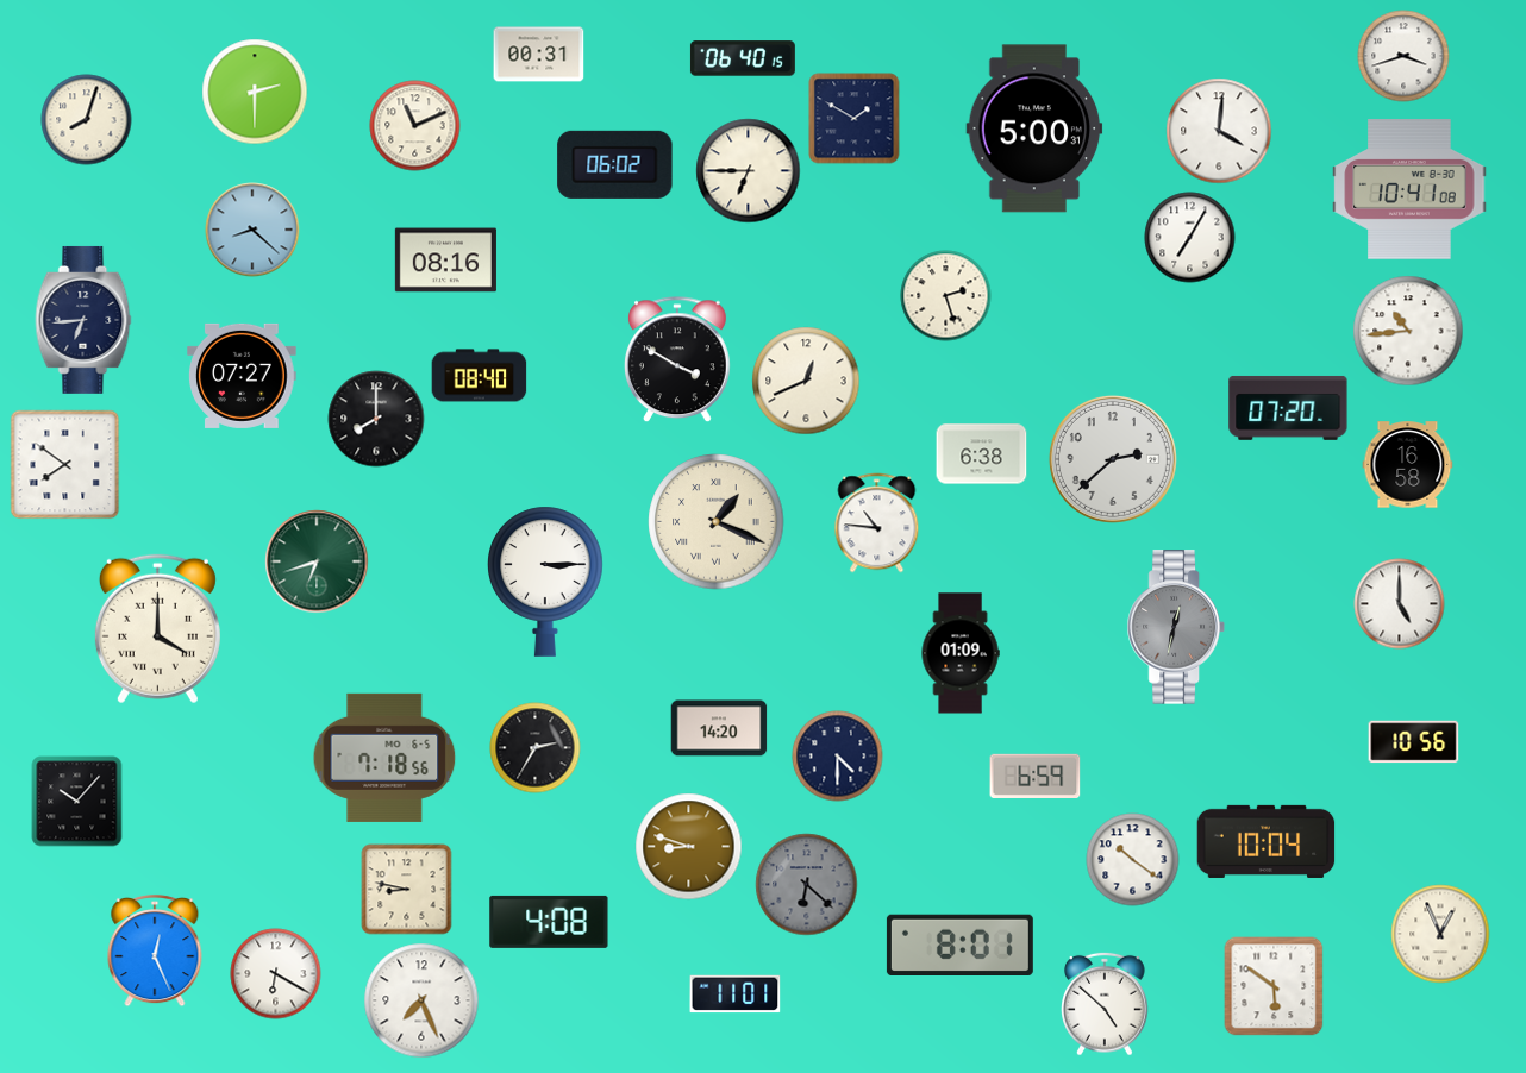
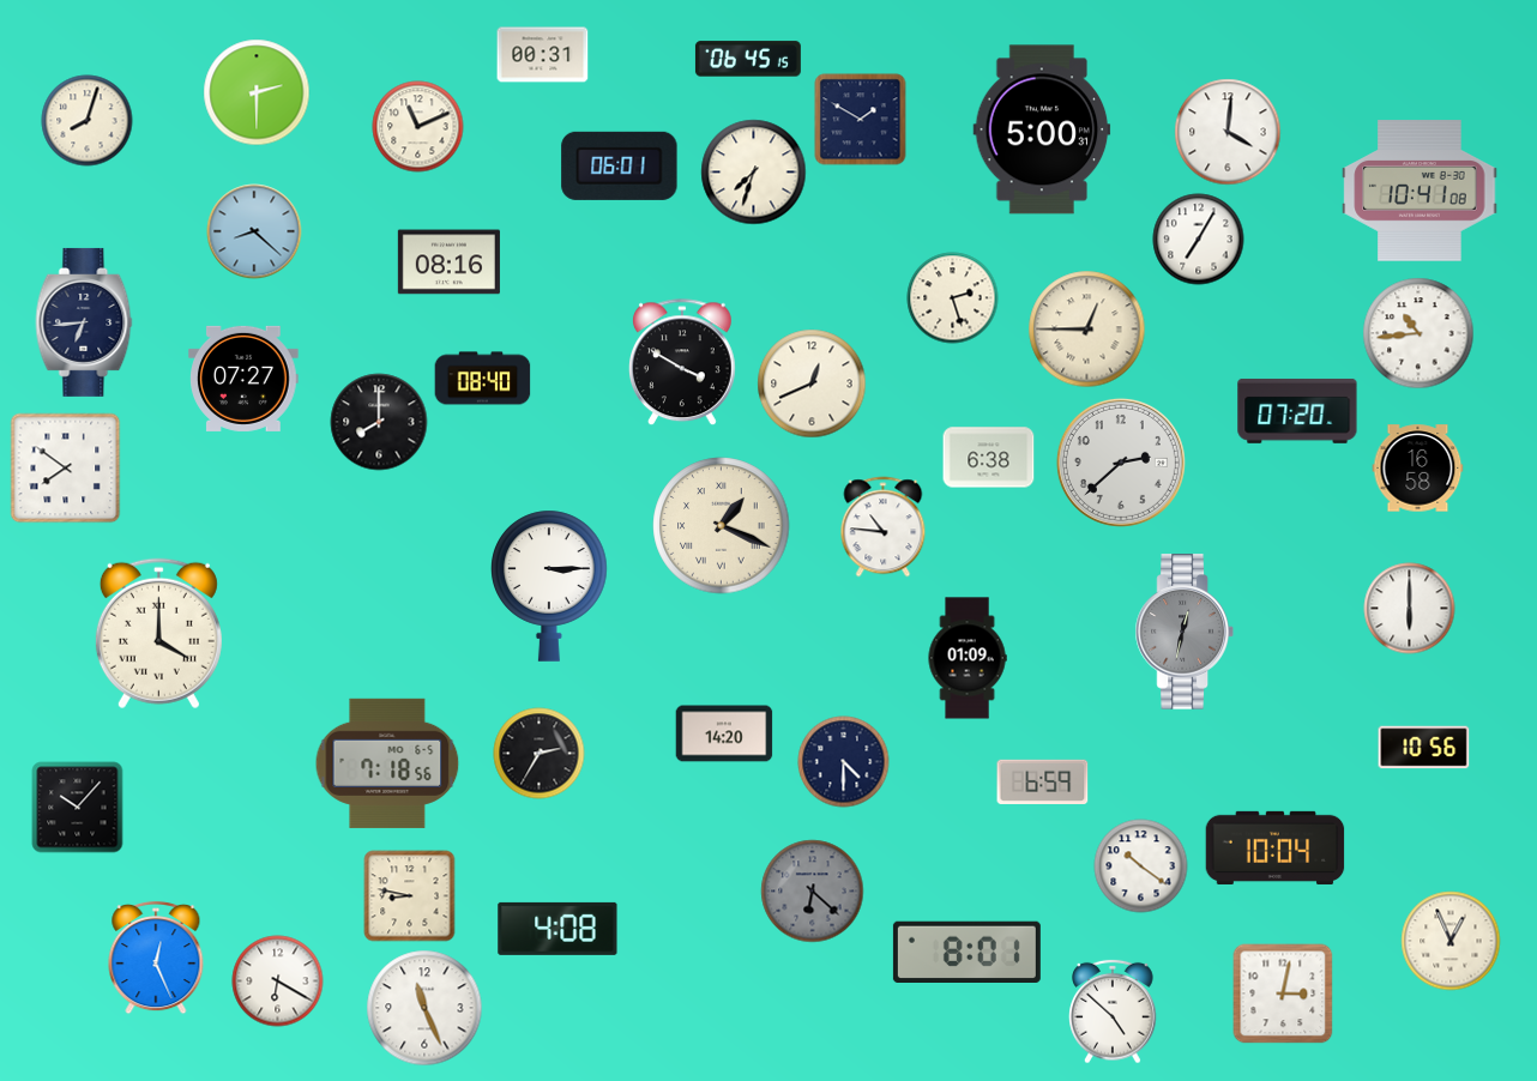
clock at (1403, 56): 3:42 -> none
clock at (743, 58): 06:40 -> 06:45
clock at (615, 164): 06:02 -> 06:01
clock at (749, 171): 6:45 -> 7:33
clock at (1087, 330): none -> 12:45
clock at (317, 561): 6:42 -> none
clock at (1400, 604): 5:00 -> 6:00
clock at (689, 847): 8:48 -> none
clock at (549, 922) position: (549, 922) -> (557, 929)
clock at (1274, 986): 5:51 -> 3:02
clock at (736, 994): 11:01 -> none
clock at (421, 1000): 7:26 -> 11:26
